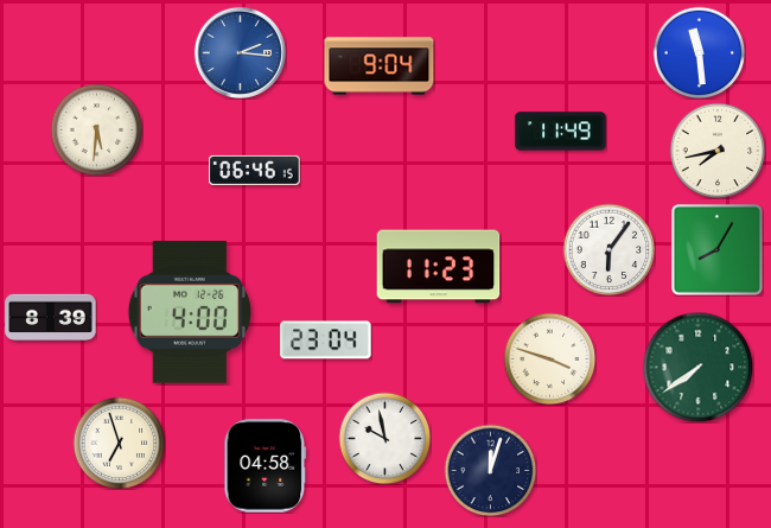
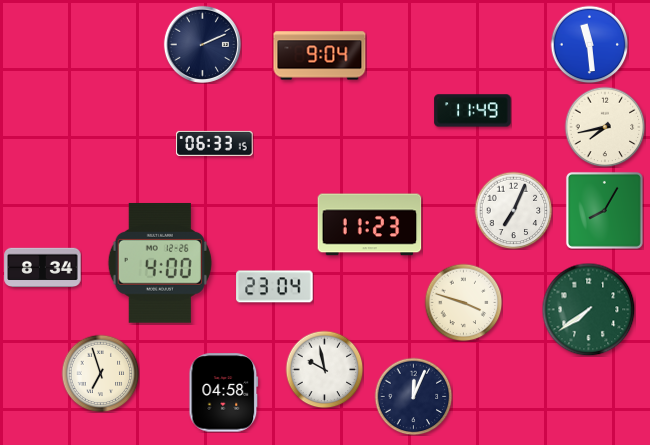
clock at (240, 52): 2:16 -> 2:11
clock at (240, 52) dial: blue -> navy
clock at (96, 129): 5:31 -> none
clock at (255, 170): 06:46 -> 06:33
clock at (608, 249): 6:06 -> 7:04
clock at (51, 317): 8:39 -> 8:34
clock at (490, 470): 12:03 -> 12:04
